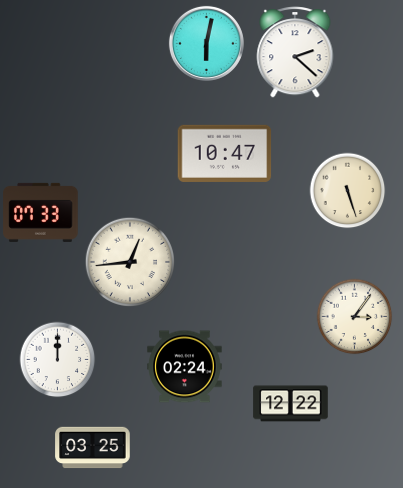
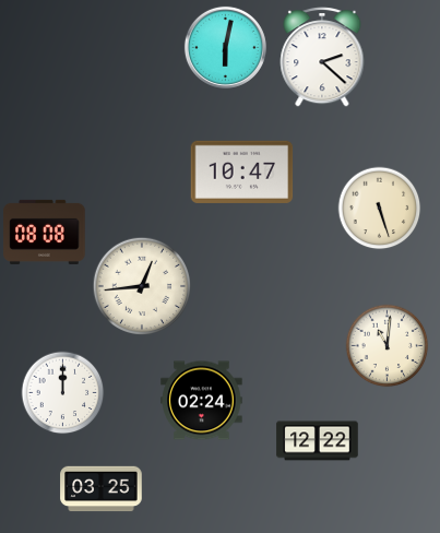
clock at (225, 153) position: (225, 153) -> (242, 171)
clock at (41, 212): 07:33 -> 08:08
clock at (355, 317): 3:06 -> 11:01
